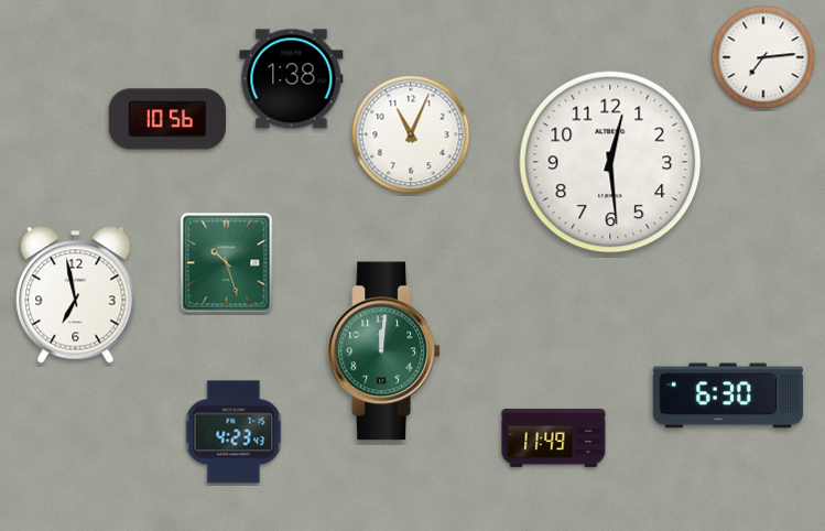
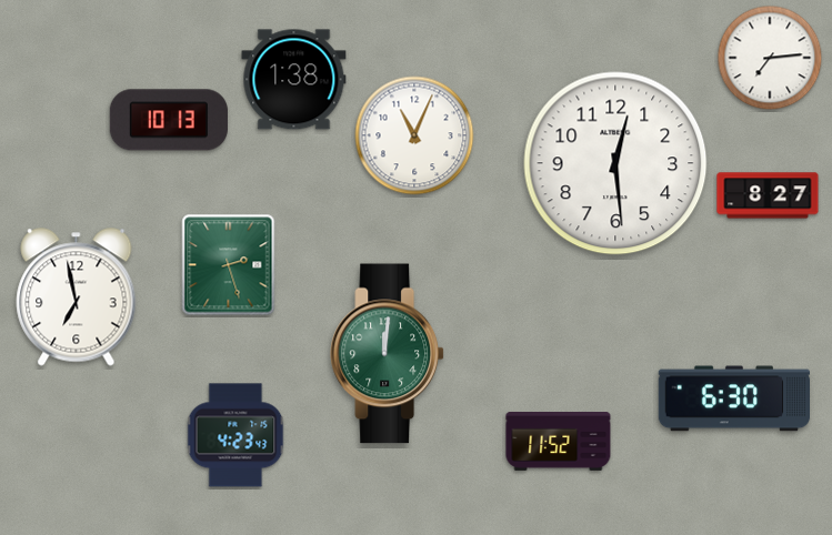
clock at (167, 119): 10:56 -> 10:13
clock at (768, 195): none -> 8:27
clock at (227, 263): 10:27 -> 2:27
clock at (554, 438): 11:49 -> 11:52
